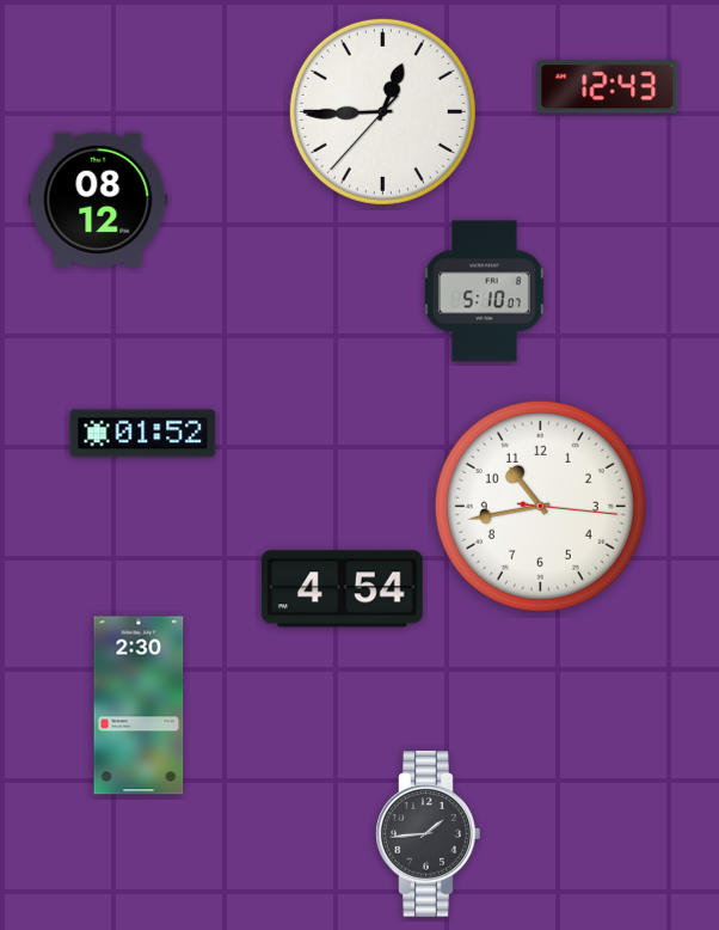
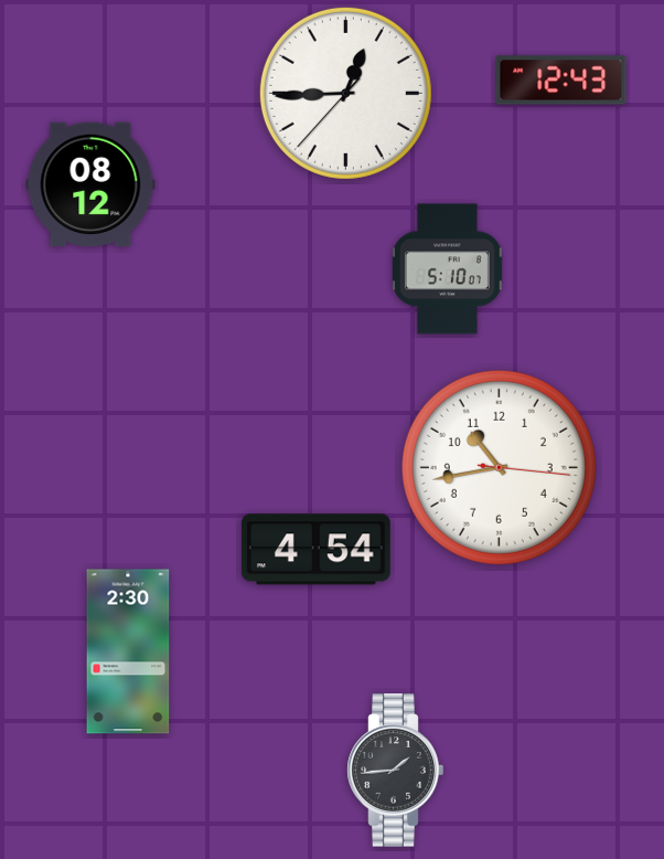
clock at (382, 111) position: (382, 111) -> (345, 93)
clock at (143, 434): 01:52 -> none
clock at (342, 589) position: (342, 589) -> (315, 550)
